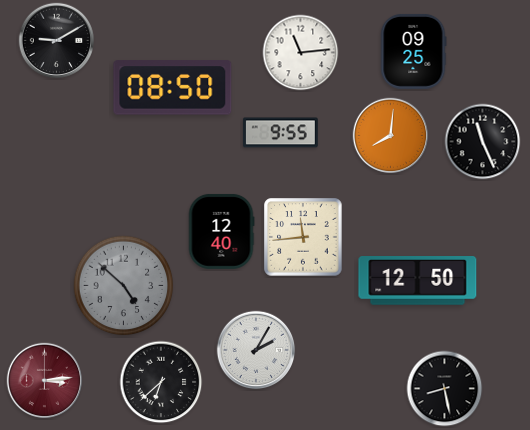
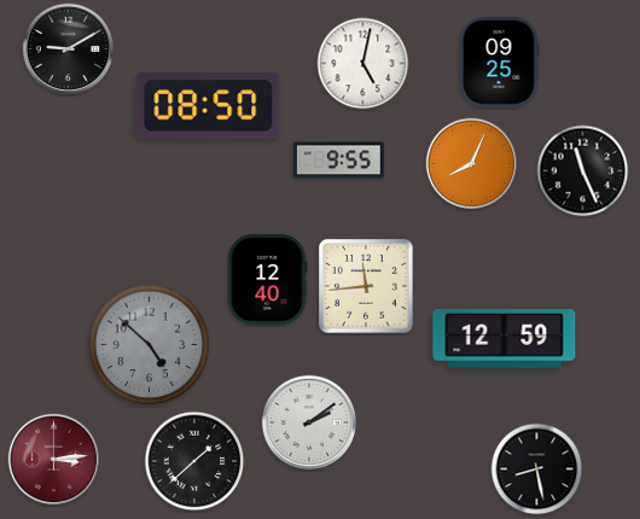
clock at (301, 53): 11:14 -> 5:02
clock at (391, 136): 8:01 -> 8:04
clock at (418, 281): 12:50 -> 12:59
clock at (256, 350): 2:05 -> 2:09
clock at (161, 382): 6:38 -> 1:38
